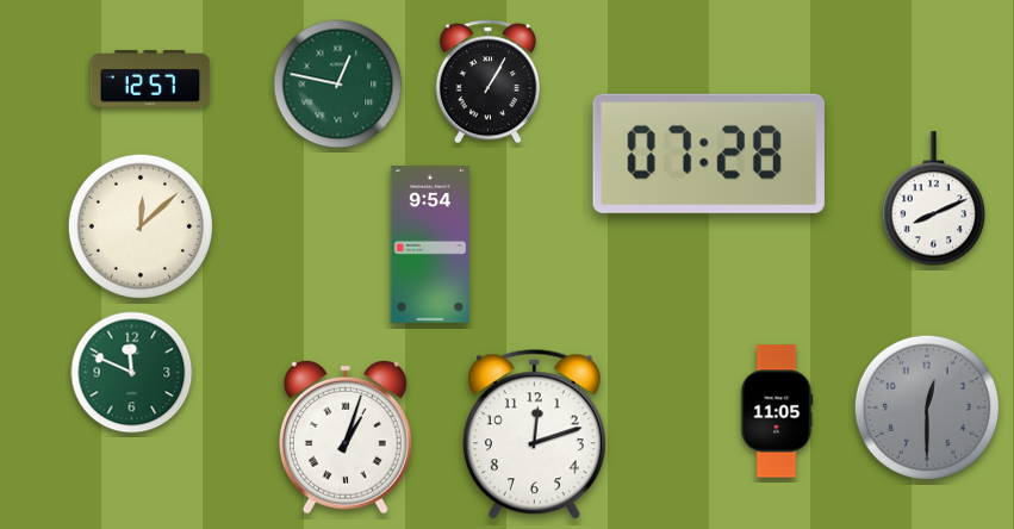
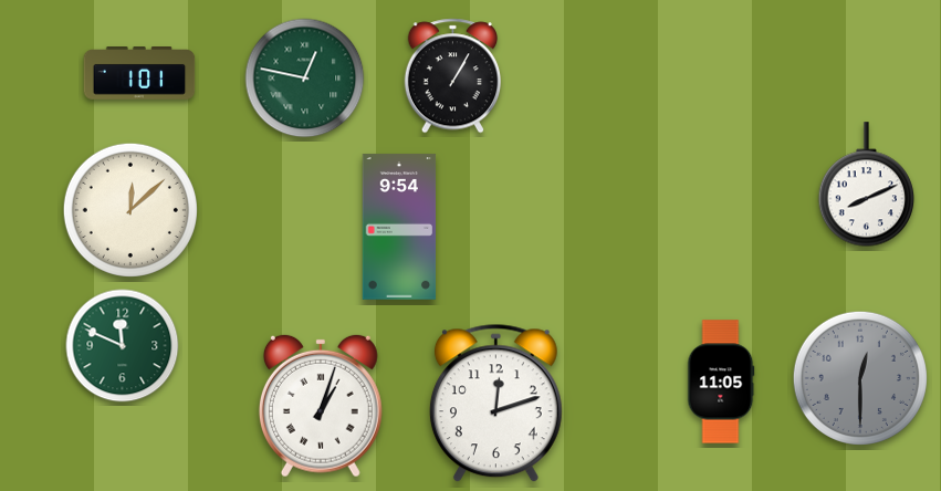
clock at (150, 79): 12:57 -> 1:01
clock at (338, 85) position: (338, 85) -> (305, 79)
clock at (709, 154): 07:28 -> none
